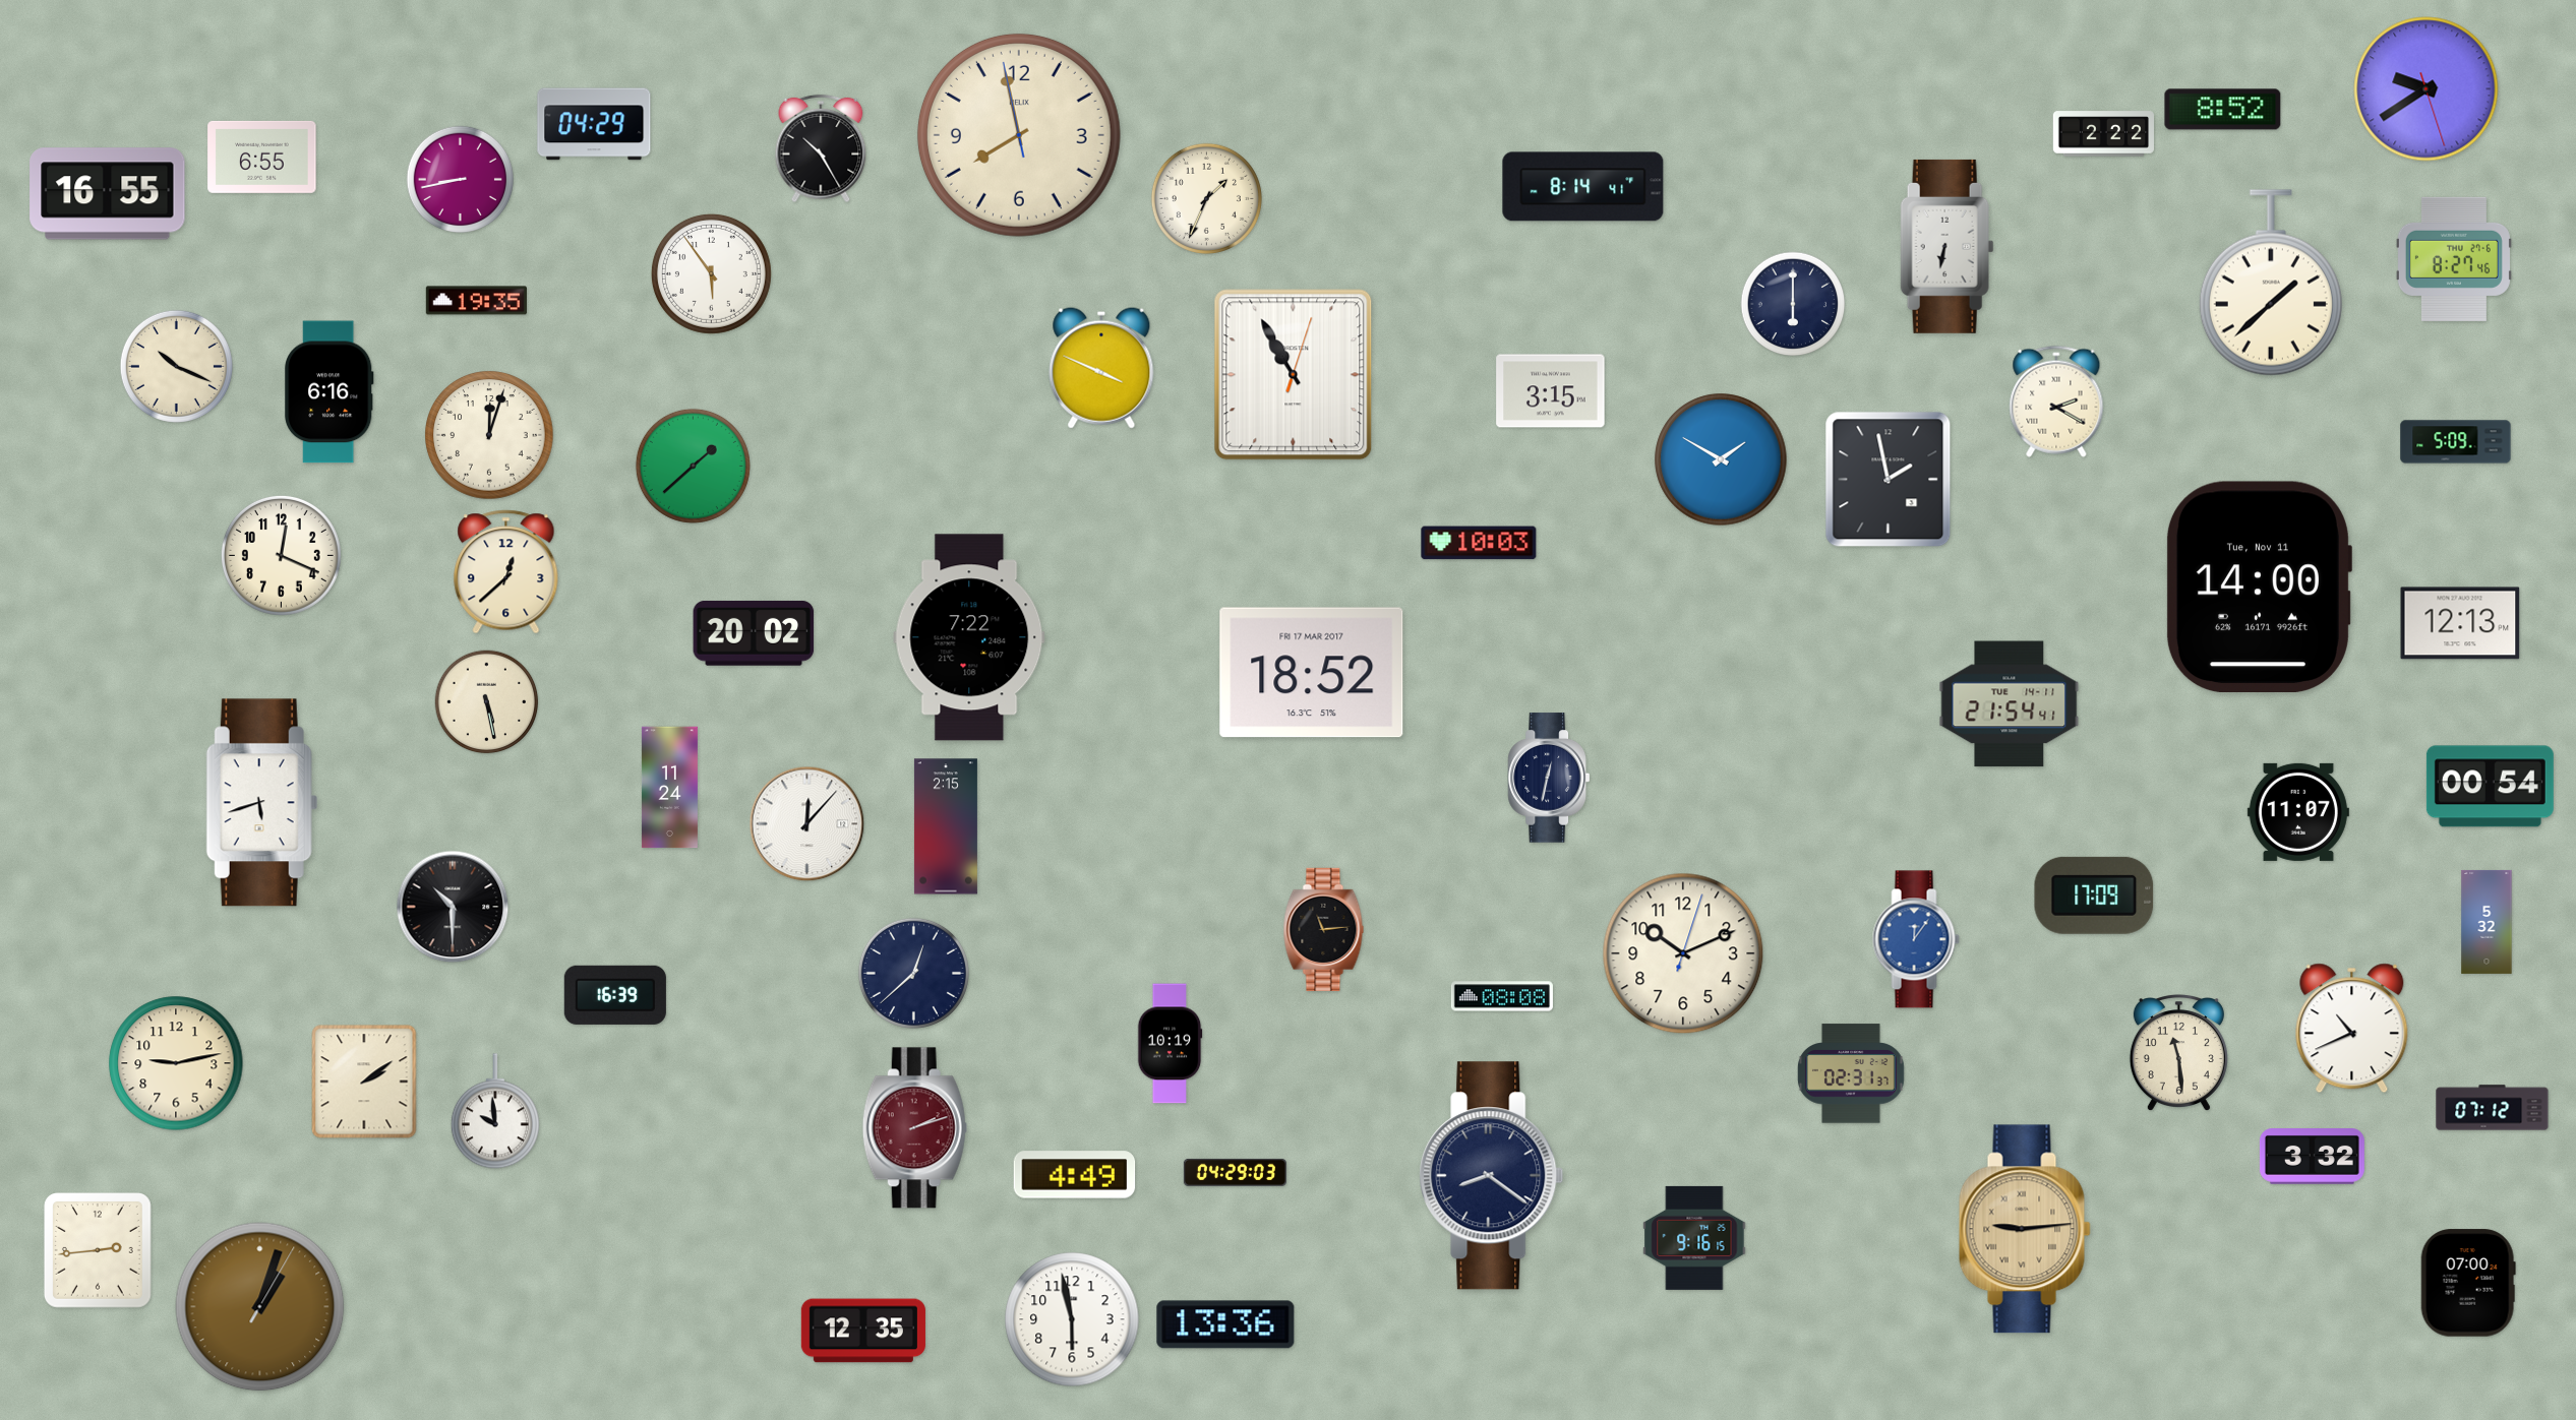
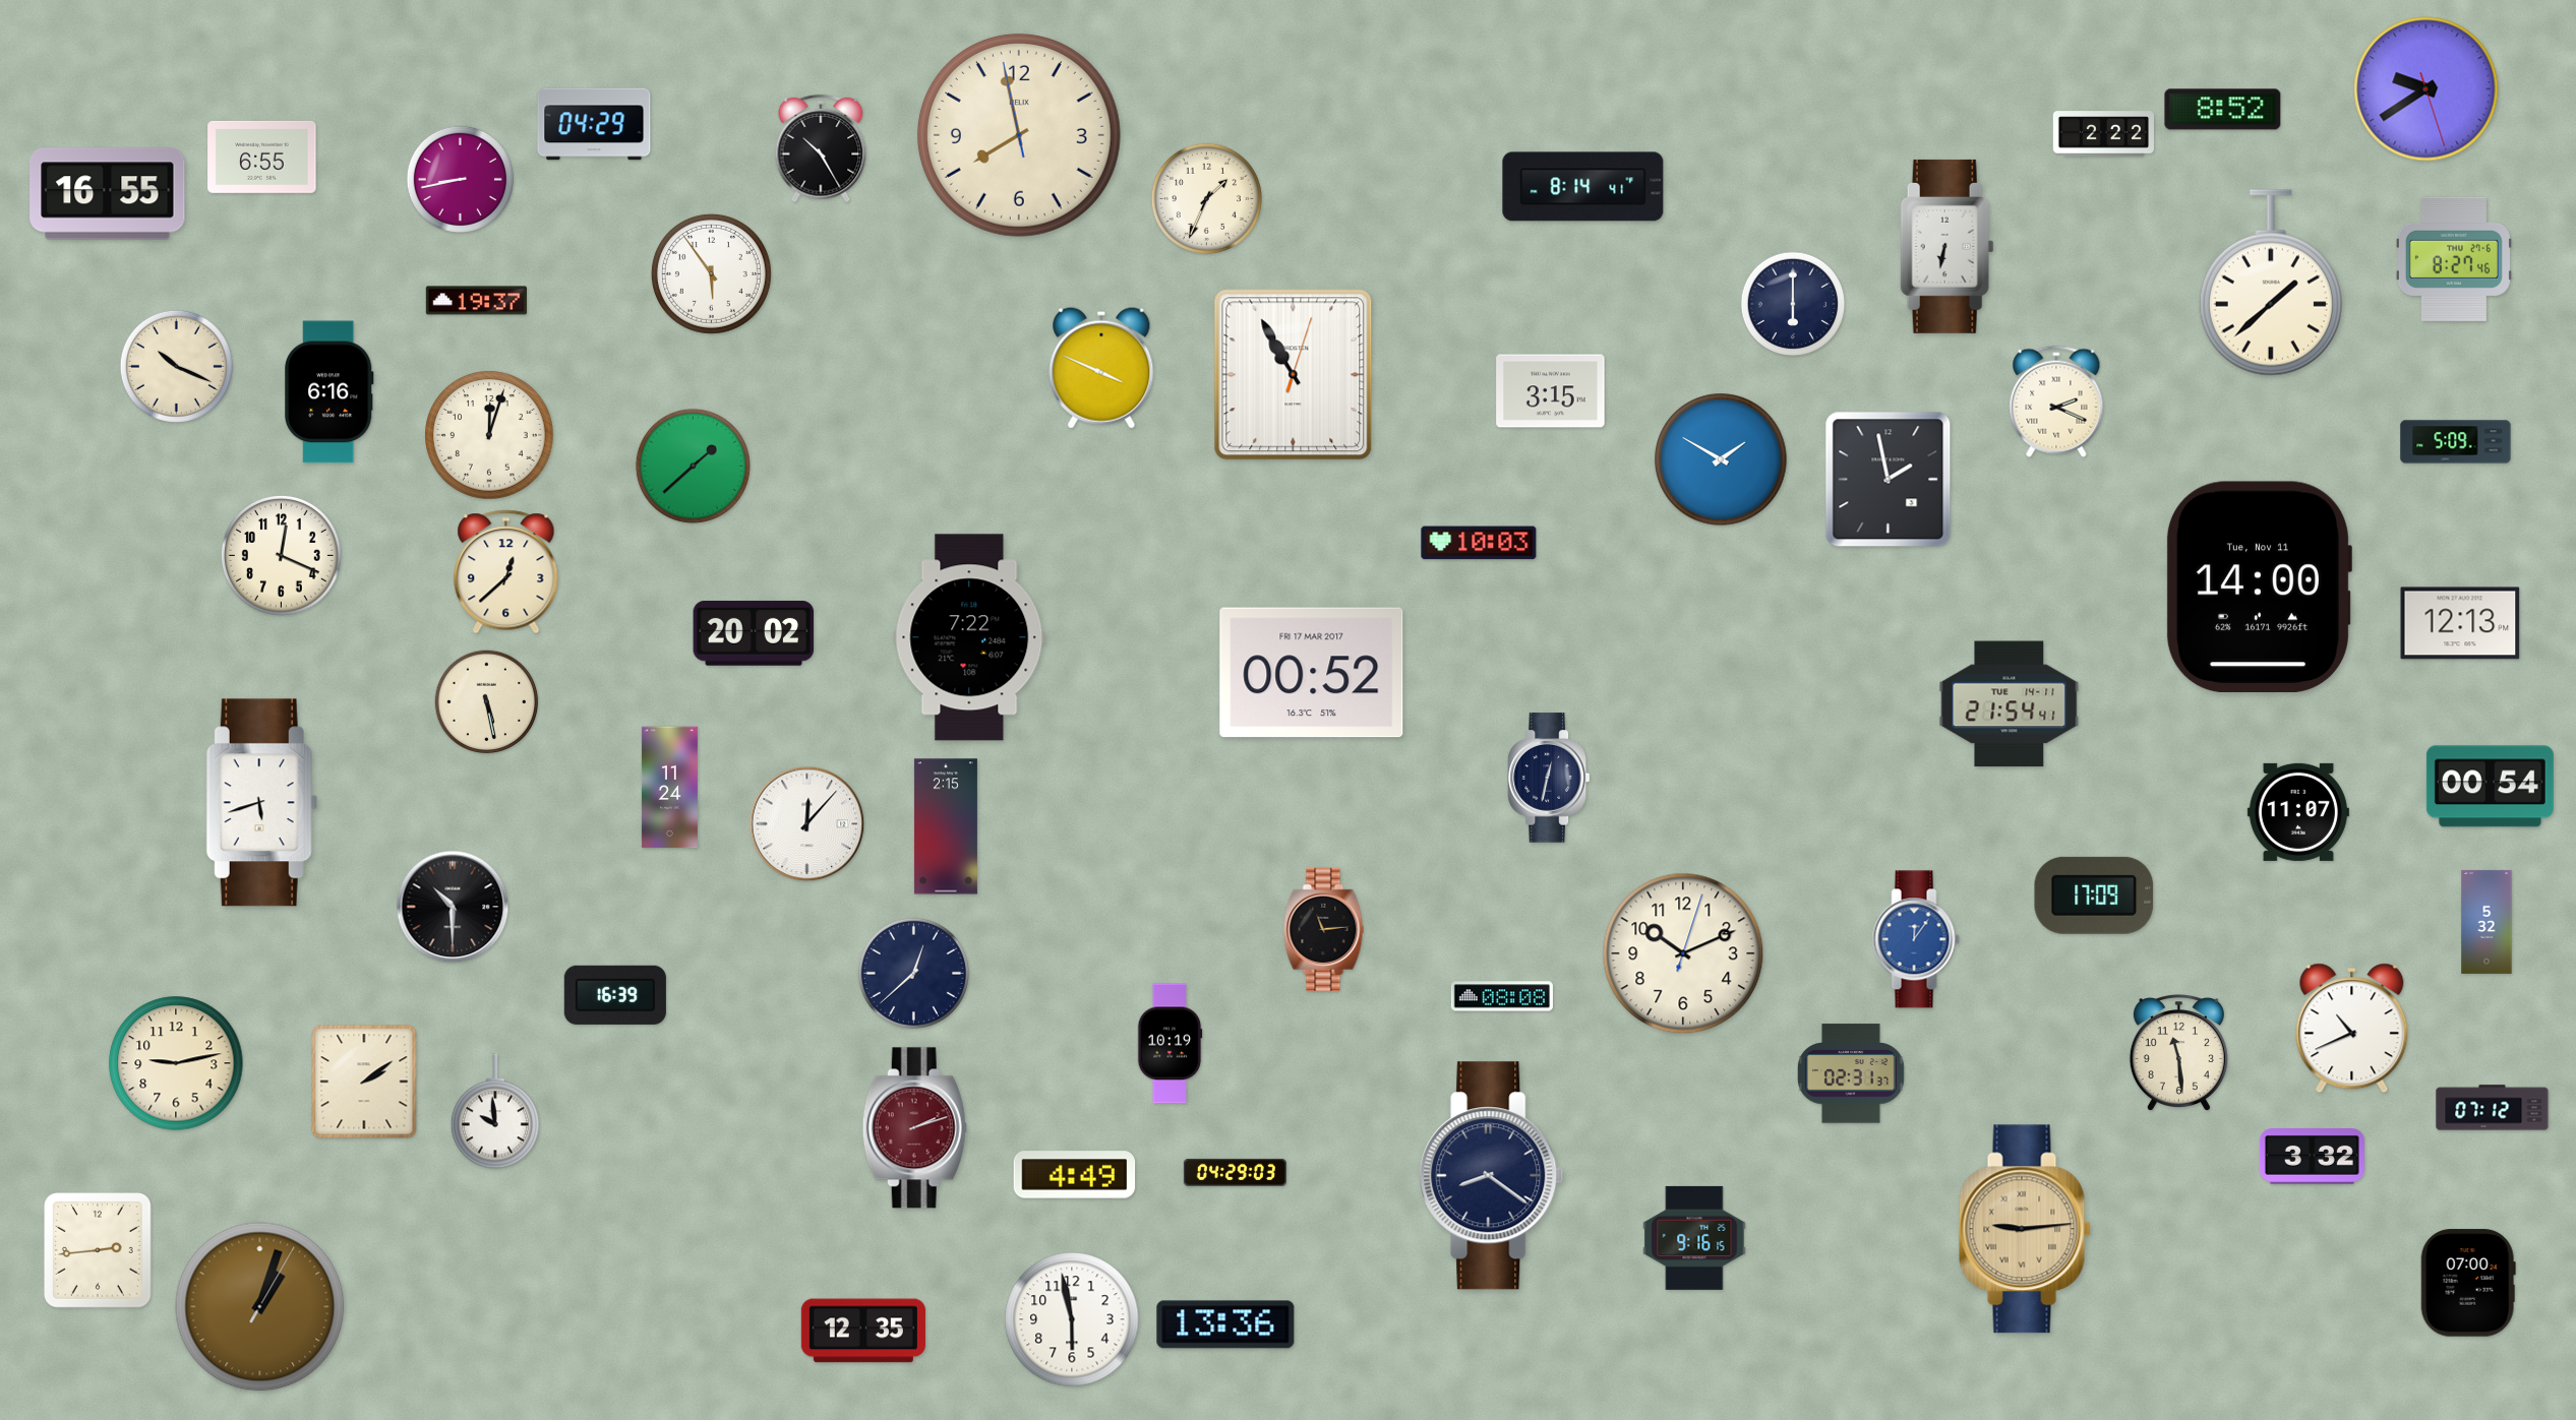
clock at (476, 301): 19:35 -> 19:37
clock at (2056, 402): 2:20 -> 2:19
clock at (1312, 673): 18:52 -> 00:52
